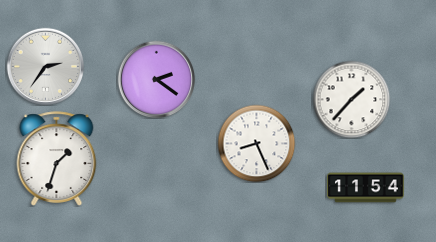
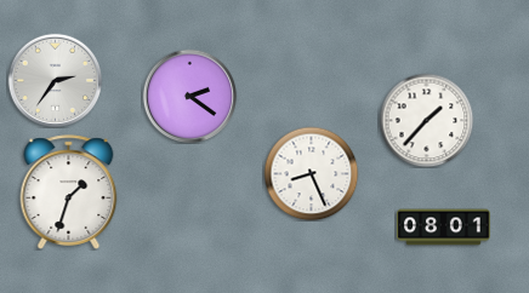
clock at (366, 188): 11:54 -> 08:01
